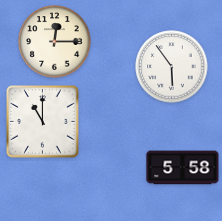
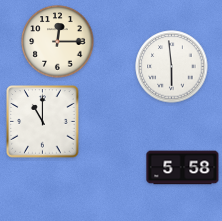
clock at (55, 42) position: (55, 42) -> (58, 42)
clock at (172, 67): 5:54 -> 5:59
